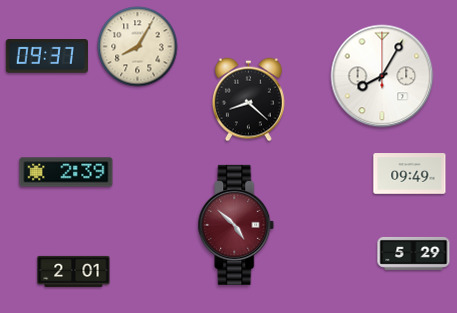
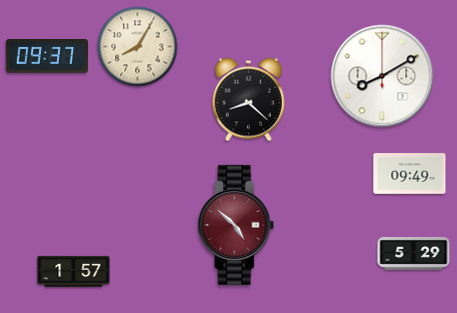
clock at (382, 76): 8:05 -> 8:10
clock at (66, 172): 2:39 -> none
clock at (74, 271): 2:01 -> 1:57
